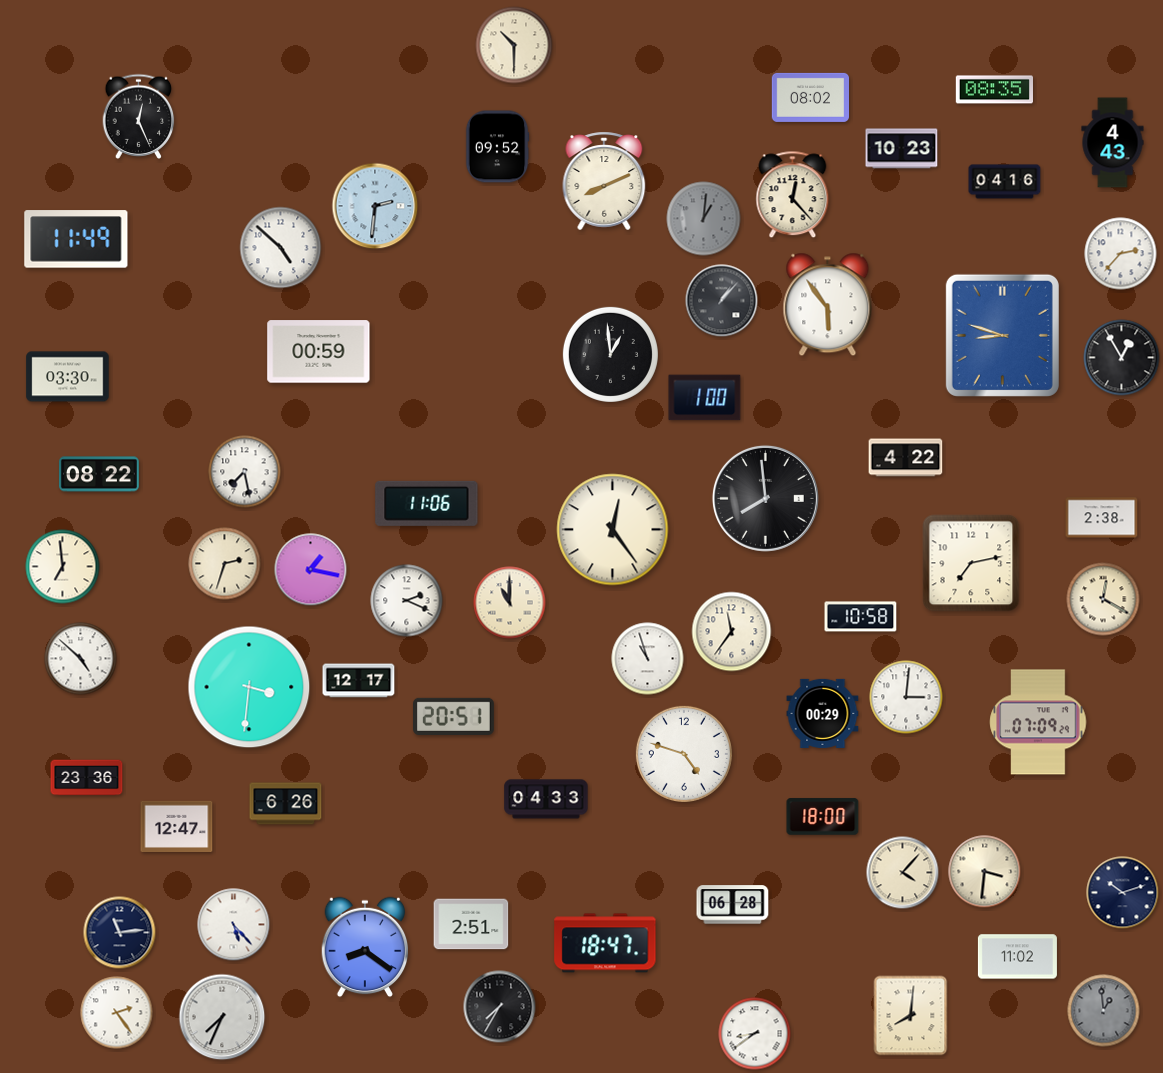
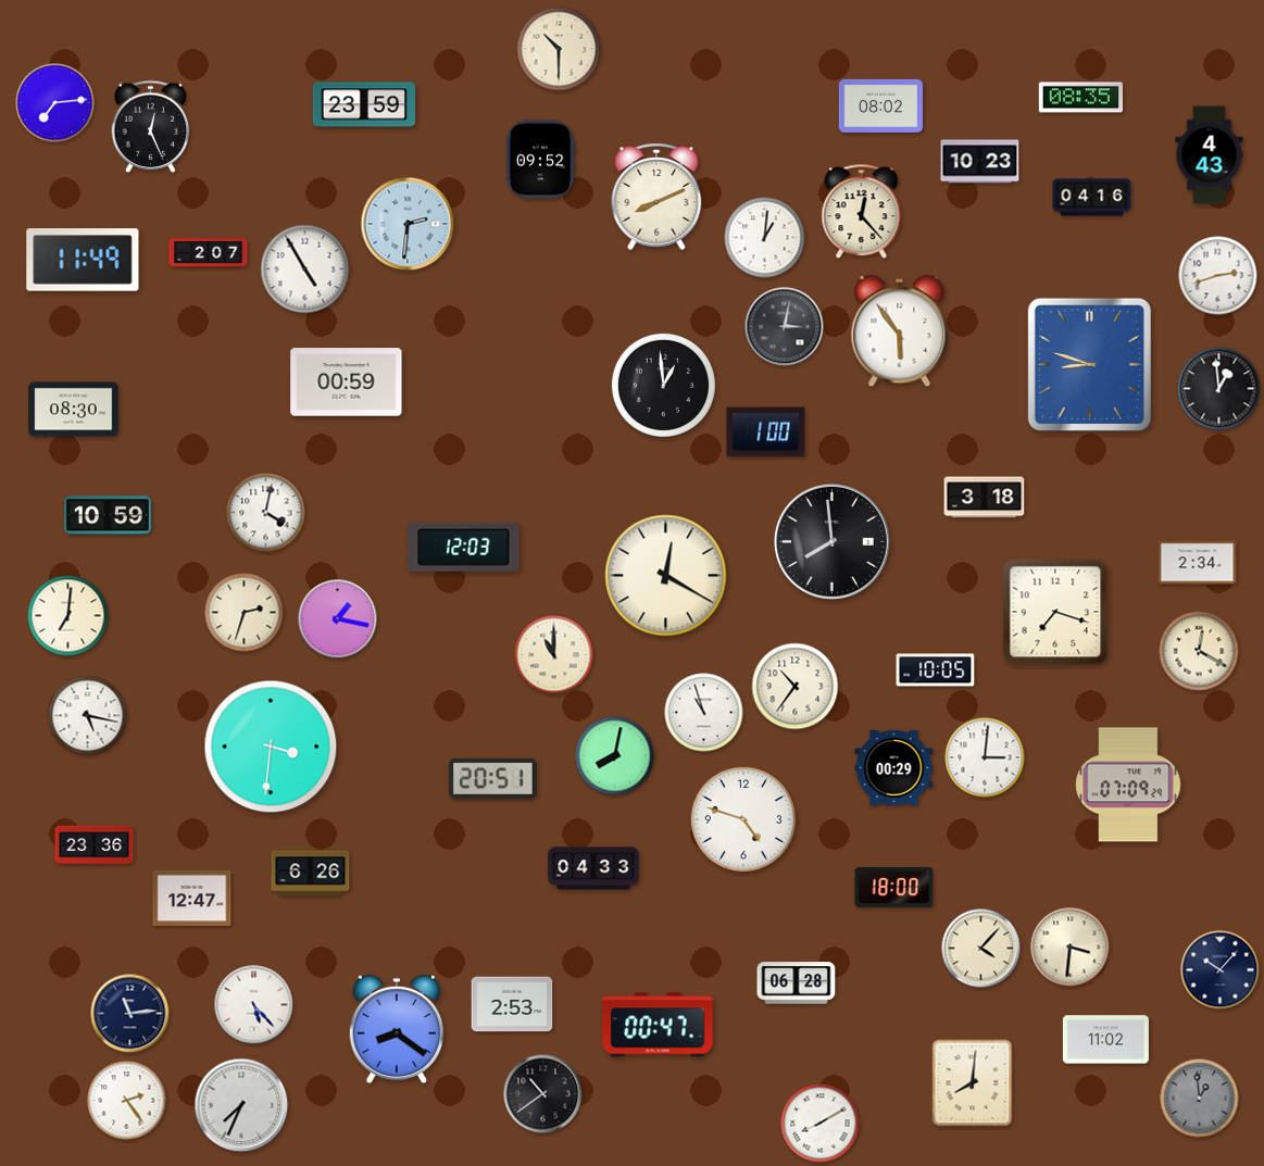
clock at (55, 103): none -> 7:14
clock at (364, 104): none -> 23:59
clock at (704, 219) dial: grey -> white
clock at (209, 253): none -> 2:07
clock at (281, 248): 4:52 -> 4:55
clock at (1121, 254): 2:37 -> 2:42
clock at (722, 301): 1:07 -> 3:02
clock at (1122, 358): 12:55 -> 12:59
clock at (68, 377): 03:30 -> 08:30
clock at (906, 458): 4:22 -> 3:18
clock at (245, 472): 7:28 -> 4:02
clock at (99, 474): 08:22 -> 10:59
clock at (427, 503): 11:06 -> 12:03
clock at (1102, 518): 2:38 -> 2:34
clock at (613, 530): 12:24 -> 12:20
clock at (971, 563): 7:13 -> 7:18
clock at (63, 567): 6:59 -> 7:01
clock at (407, 601): 2:19 -> none
clock at (861, 617): 10:58 -> 10:05
clock at (732, 632): 11:36 -> 10:36
clock at (81, 659): 4:52 -> 5:17
clock at (648, 659) position: (648, 659) -> (704, 713)
clock at (359, 681): 12:17 -> none
clock at (615, 756): none -> 8:02
clock at (823, 713) position: (823, 713) -> (894, 767)
clock at (1123, 893): 10:12 -> 10:07
clock at (471, 924): 2:51 -> 2:53
clock at (605, 943): 18:47 -> 00:47
clock at (500, 1007): 7:35 -> 10:39
clock at (911, 1016) position: (911, 1016) -> (973, 1083)
clock at (755, 1034): 8:39 -> 8:10
